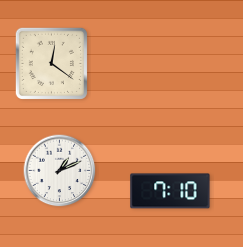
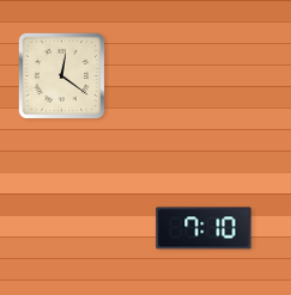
clock at (60, 171): 1:11 -> none
